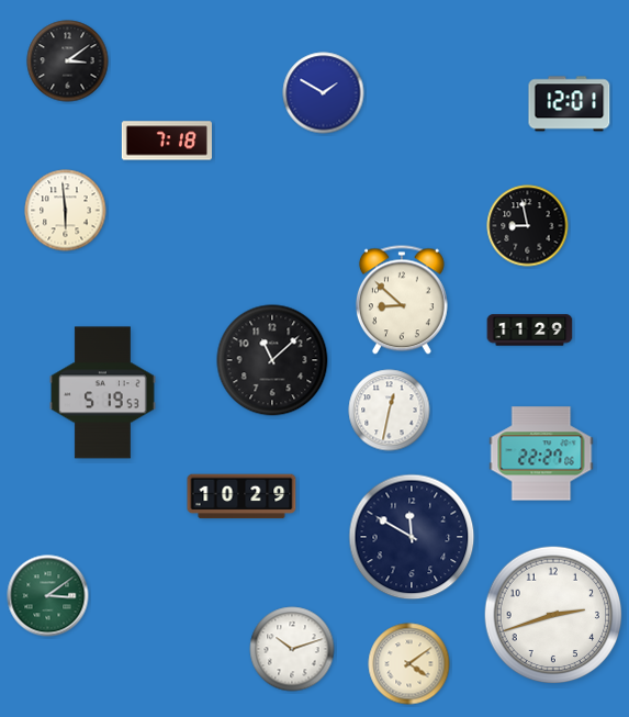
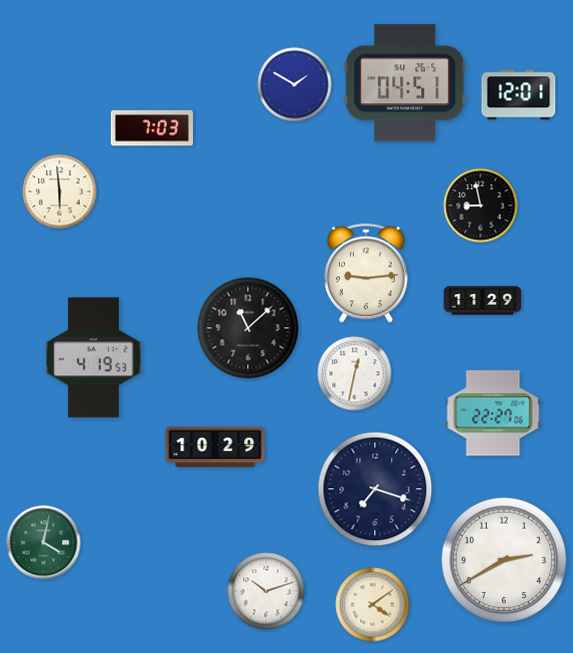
clock at (68, 61): 3:09 -> none
clock at (405, 83): none -> 04:51
clock at (167, 141): 7:18 -> 7:03
clock at (402, 300): 8:52 -> 9:14
clock at (102, 393): 5:19 -> 4:19
clock at (242, 496) position: (242, 496) -> (215, 447)
clock at (412, 537): 11:50 -> 7:18
clock at (48, 596): 3:09 -> 4:02
clock at (553, 615): 2:42 -> 2:40
